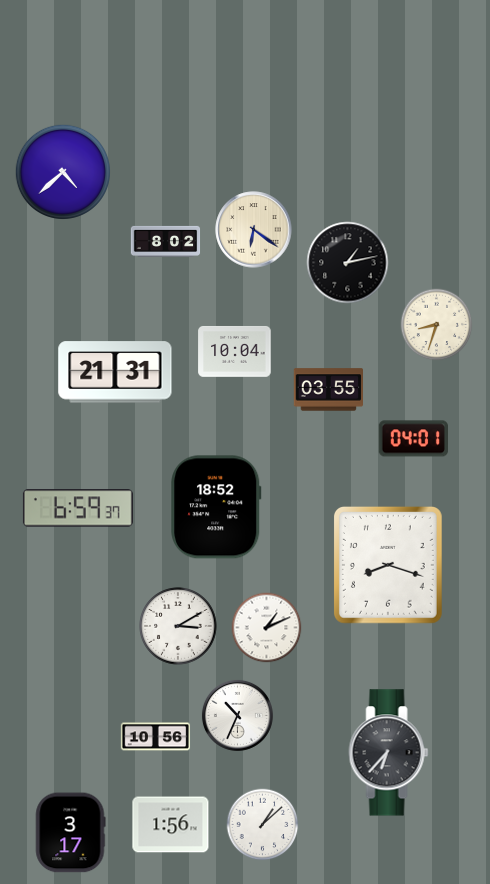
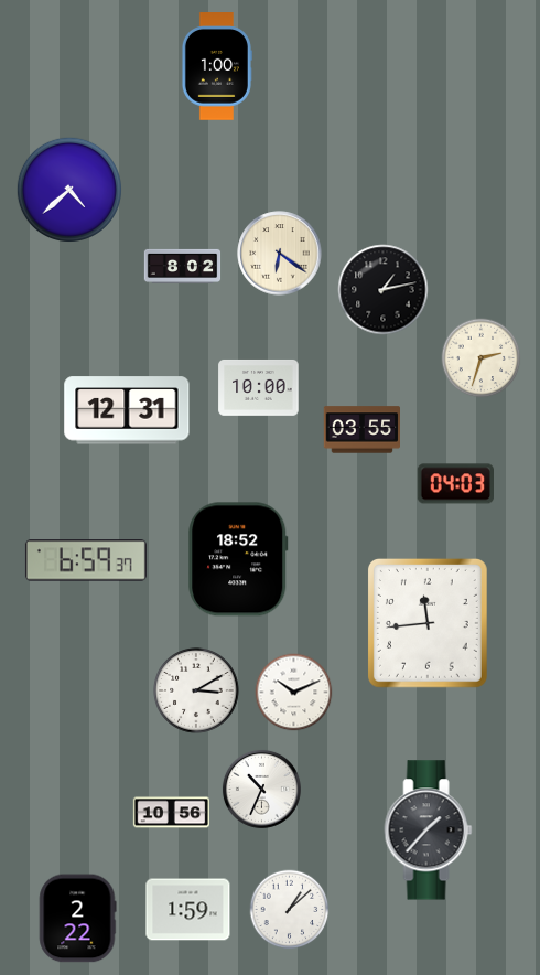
clock at (216, 66): none -> 1:00
clock at (437, 325): 8:33 -> 2:33
clock at (235, 352): 10:04 -> 10:00
clock at (115, 372): 21:31 -> 12:31
clock at (413, 439): 04:01 -> 04:03
clock at (388, 565): 8:18 -> 11:44
clock at (267, 628): 1:11 -> 10:11
clock at (389, 753): 6:37 -> 1:37
clock at (171, 825): 1:56 -> 1:59
clock at (71, 833): 3:17 -> 2:22
